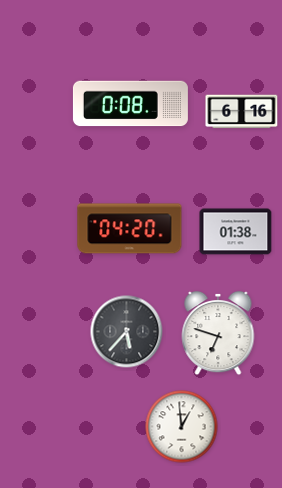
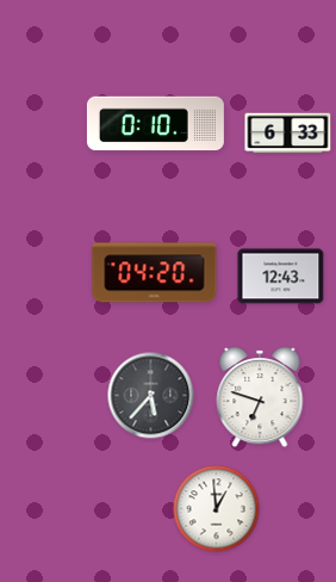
clock at (130, 104): 0:08 -> 0:10
clock at (242, 112): 6:16 -> 6:33
clock at (236, 232): 01:38 -> 12:43
